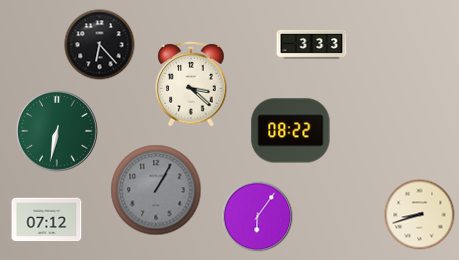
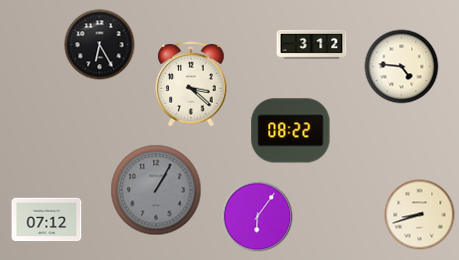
clock at (312, 44): 3:33 -> 3:12
clock at (100, 45): 6:23 -> 6:25
clock at (402, 67): none -> 4:46
clock at (58, 132): 6:32 -> none
